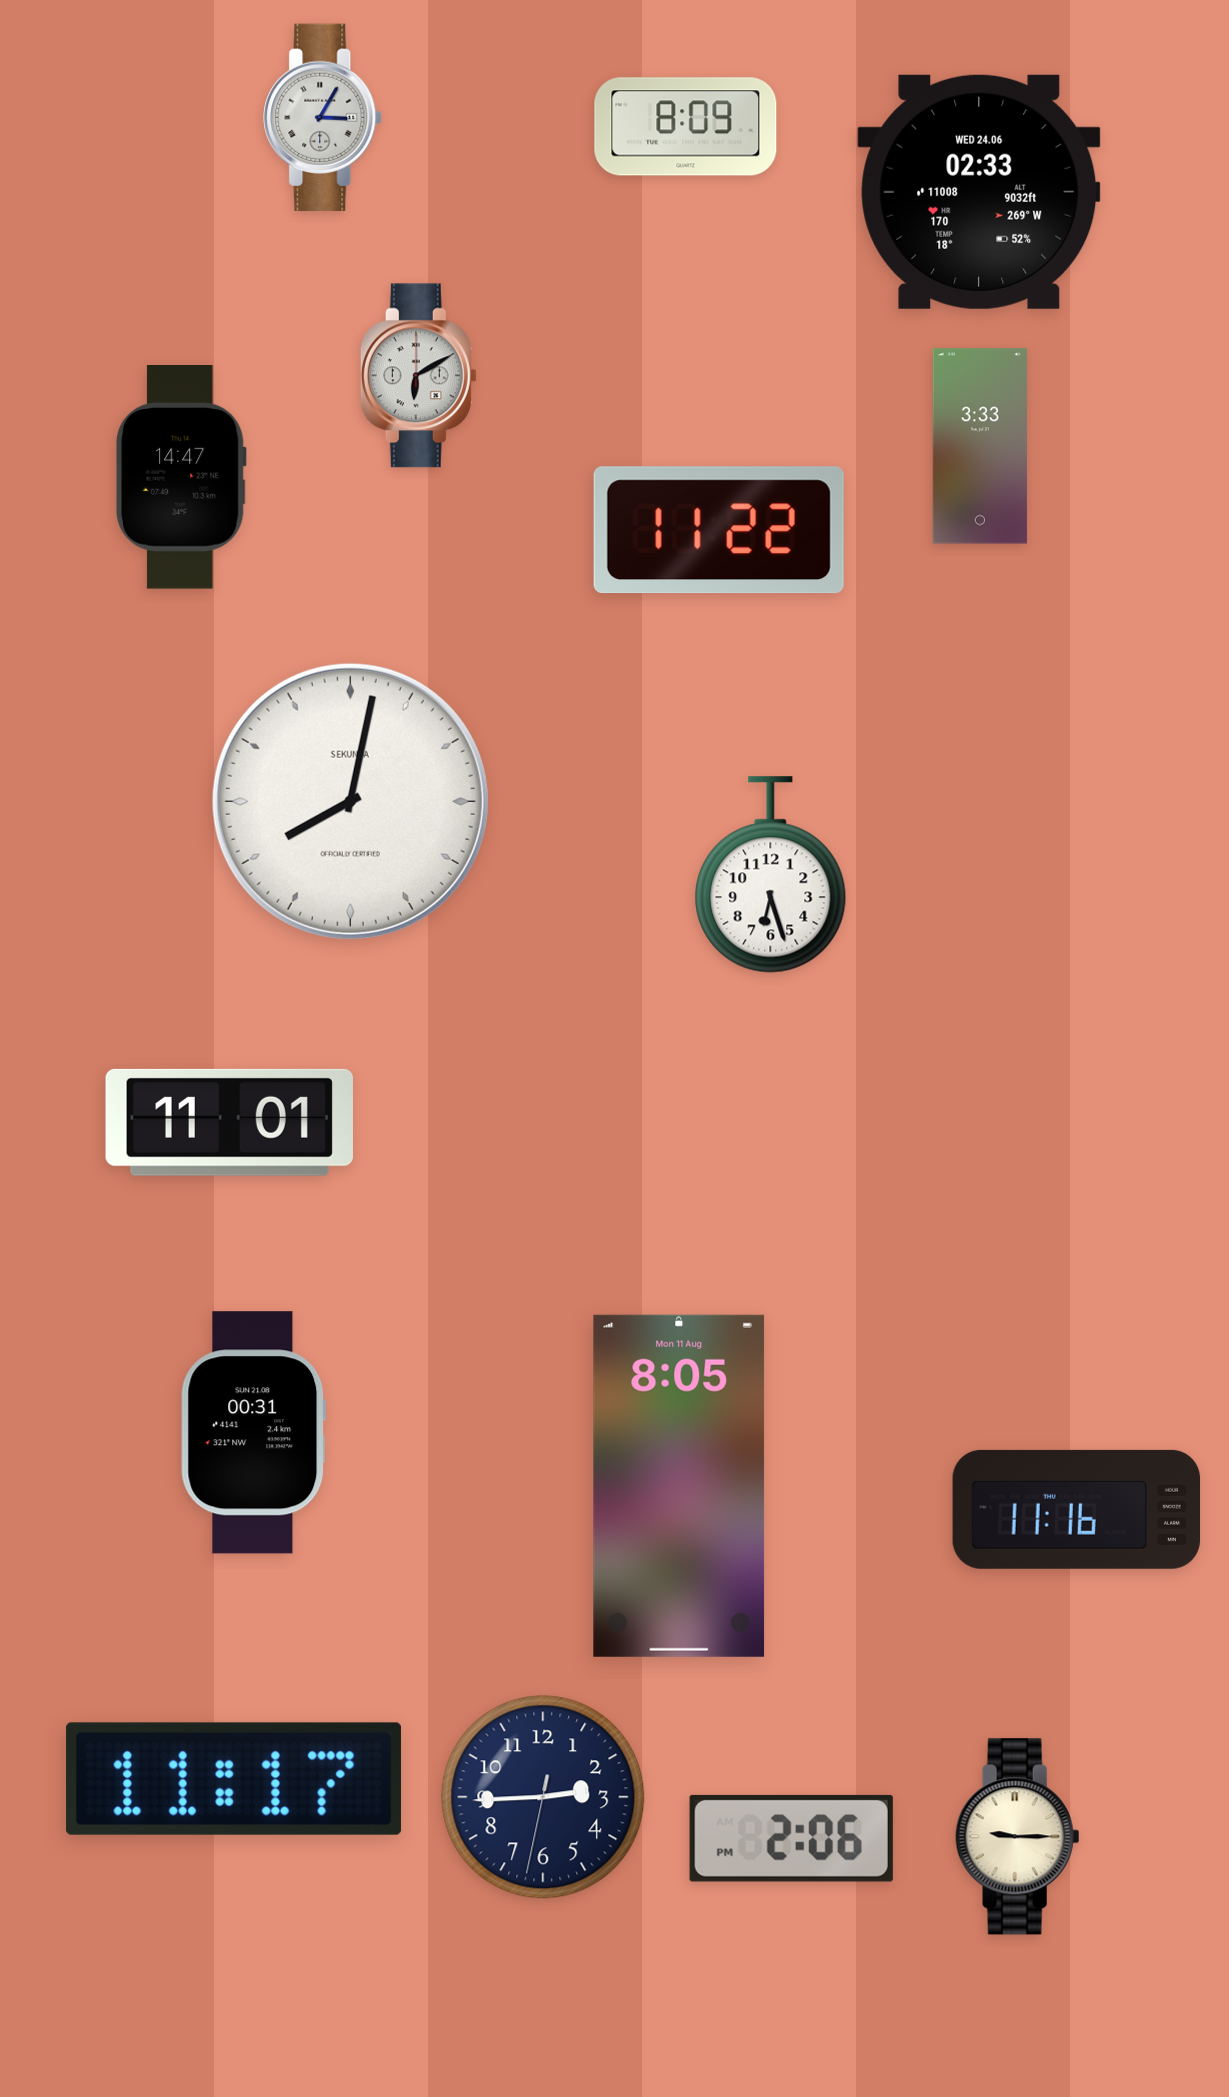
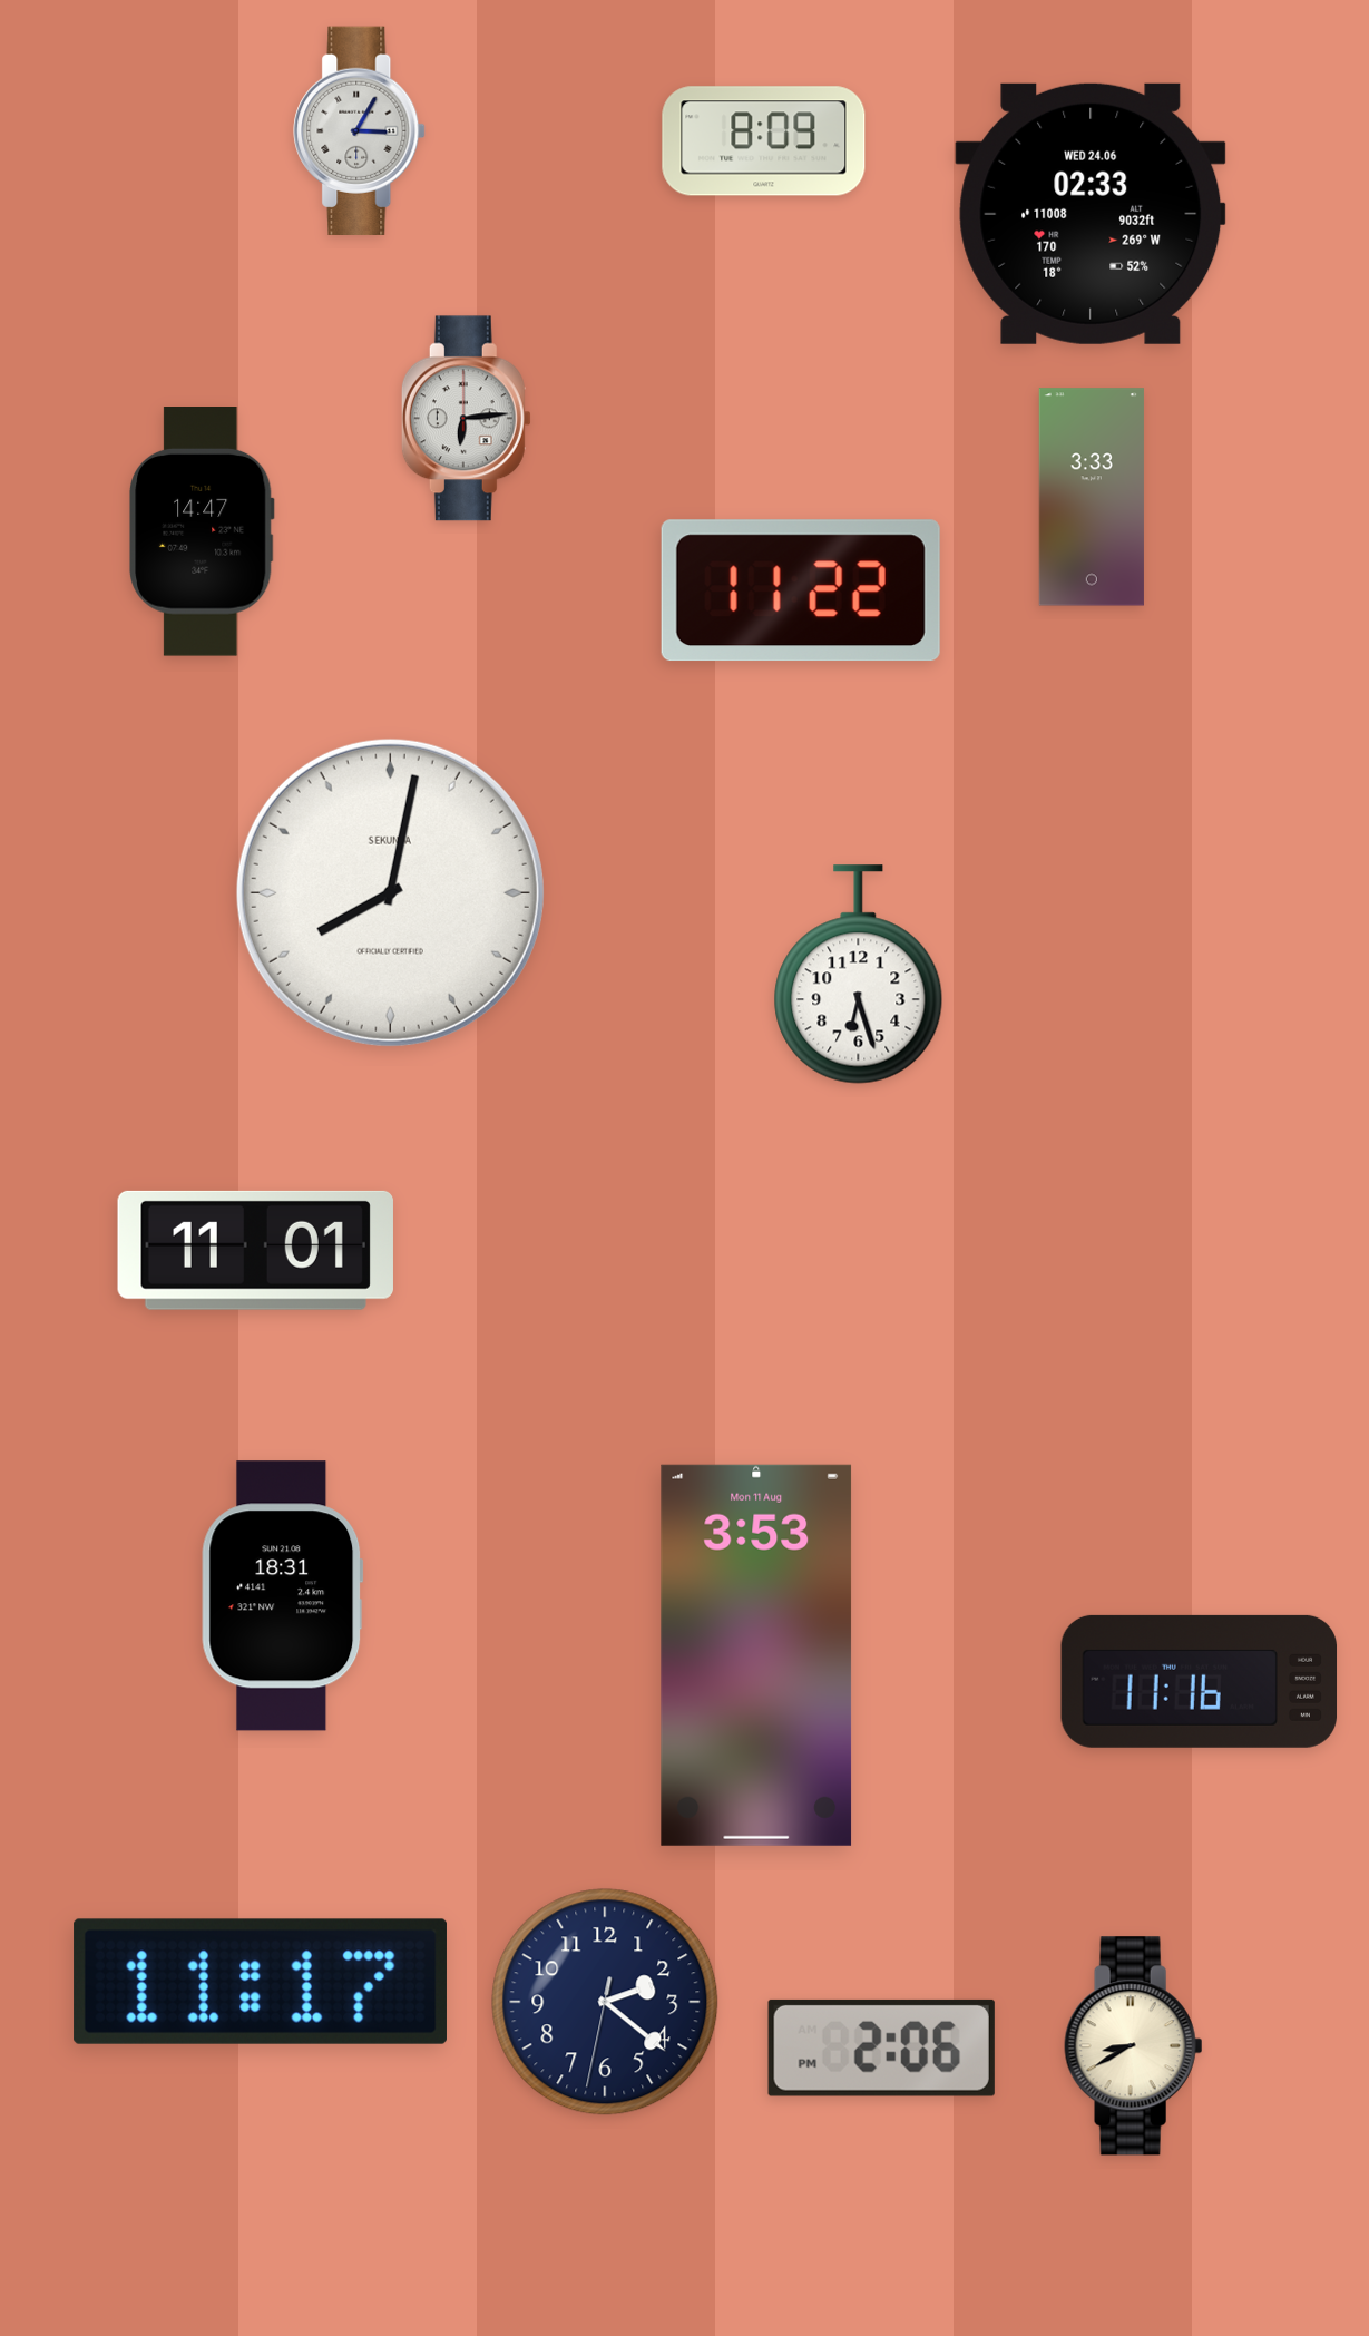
clock at (418, 376): 6:10 -> 6:14
clock at (254, 1433): 00:31 -> 18:31
clock at (679, 1486): 8:05 -> 3:53
clock at (543, 1797): 2:44 -> 2:21
clock at (1018, 1837): 9:15 -> 8:40
